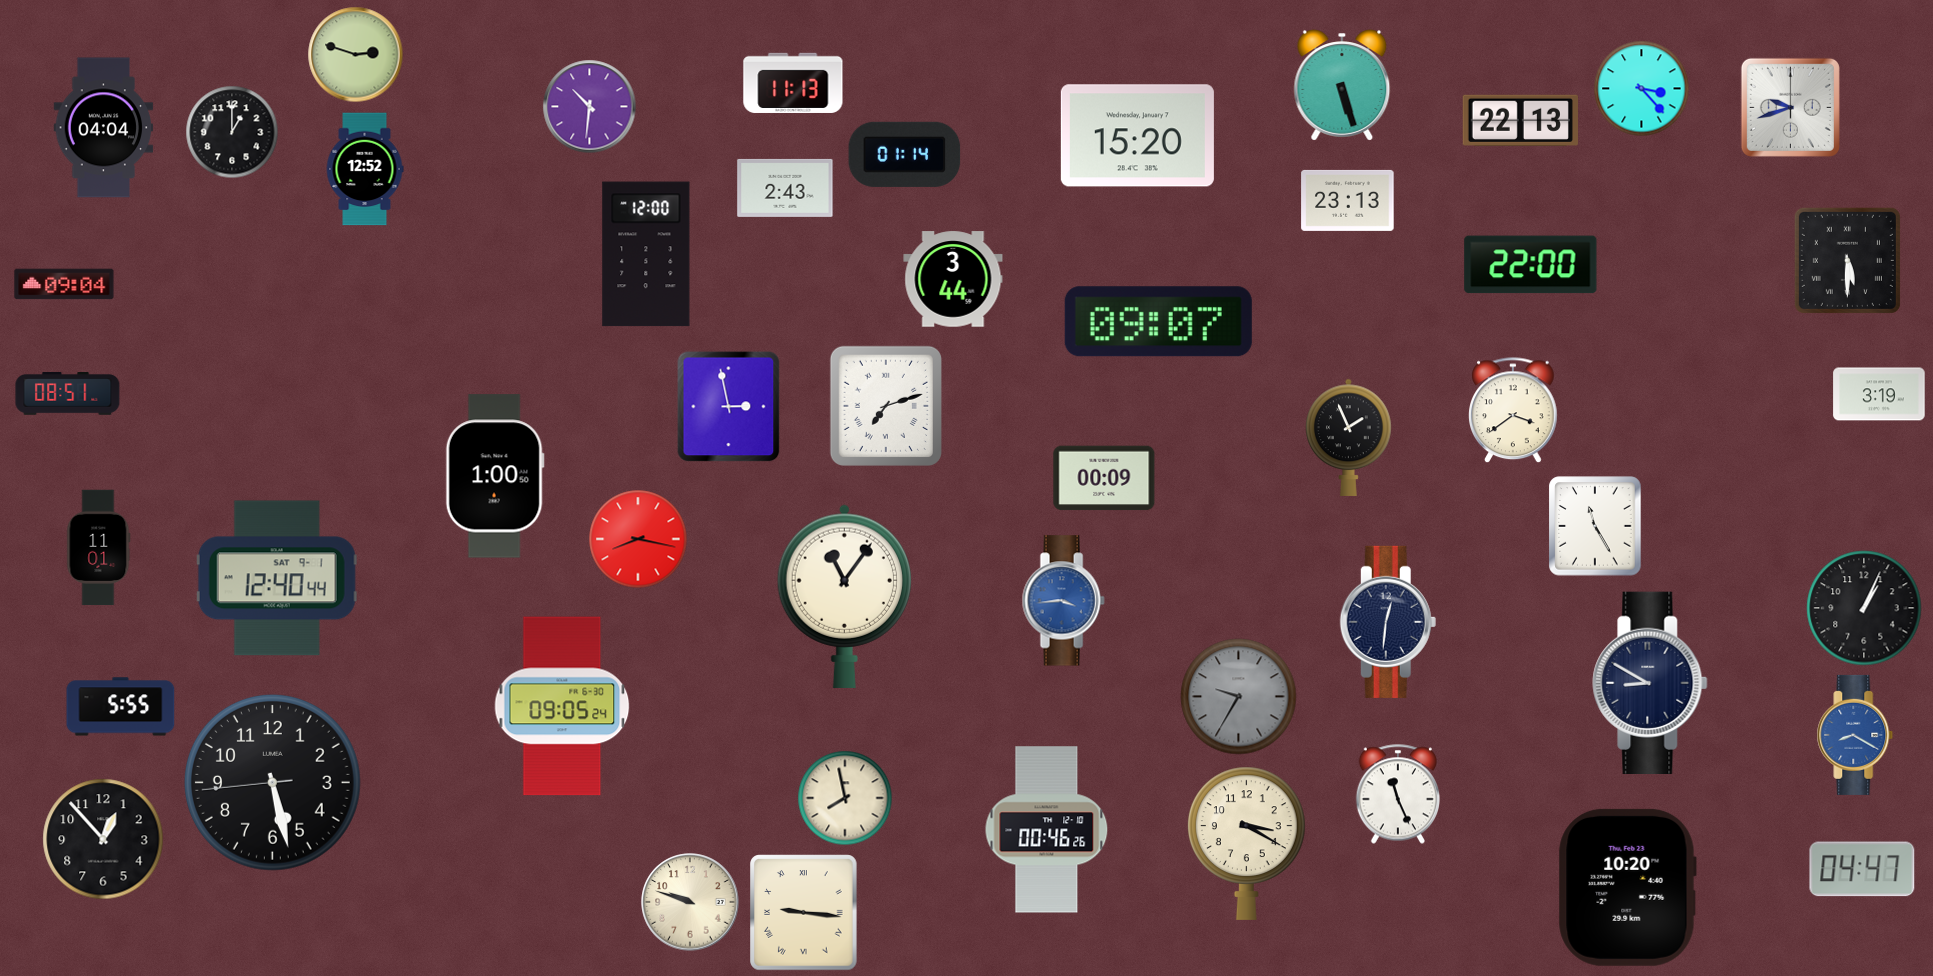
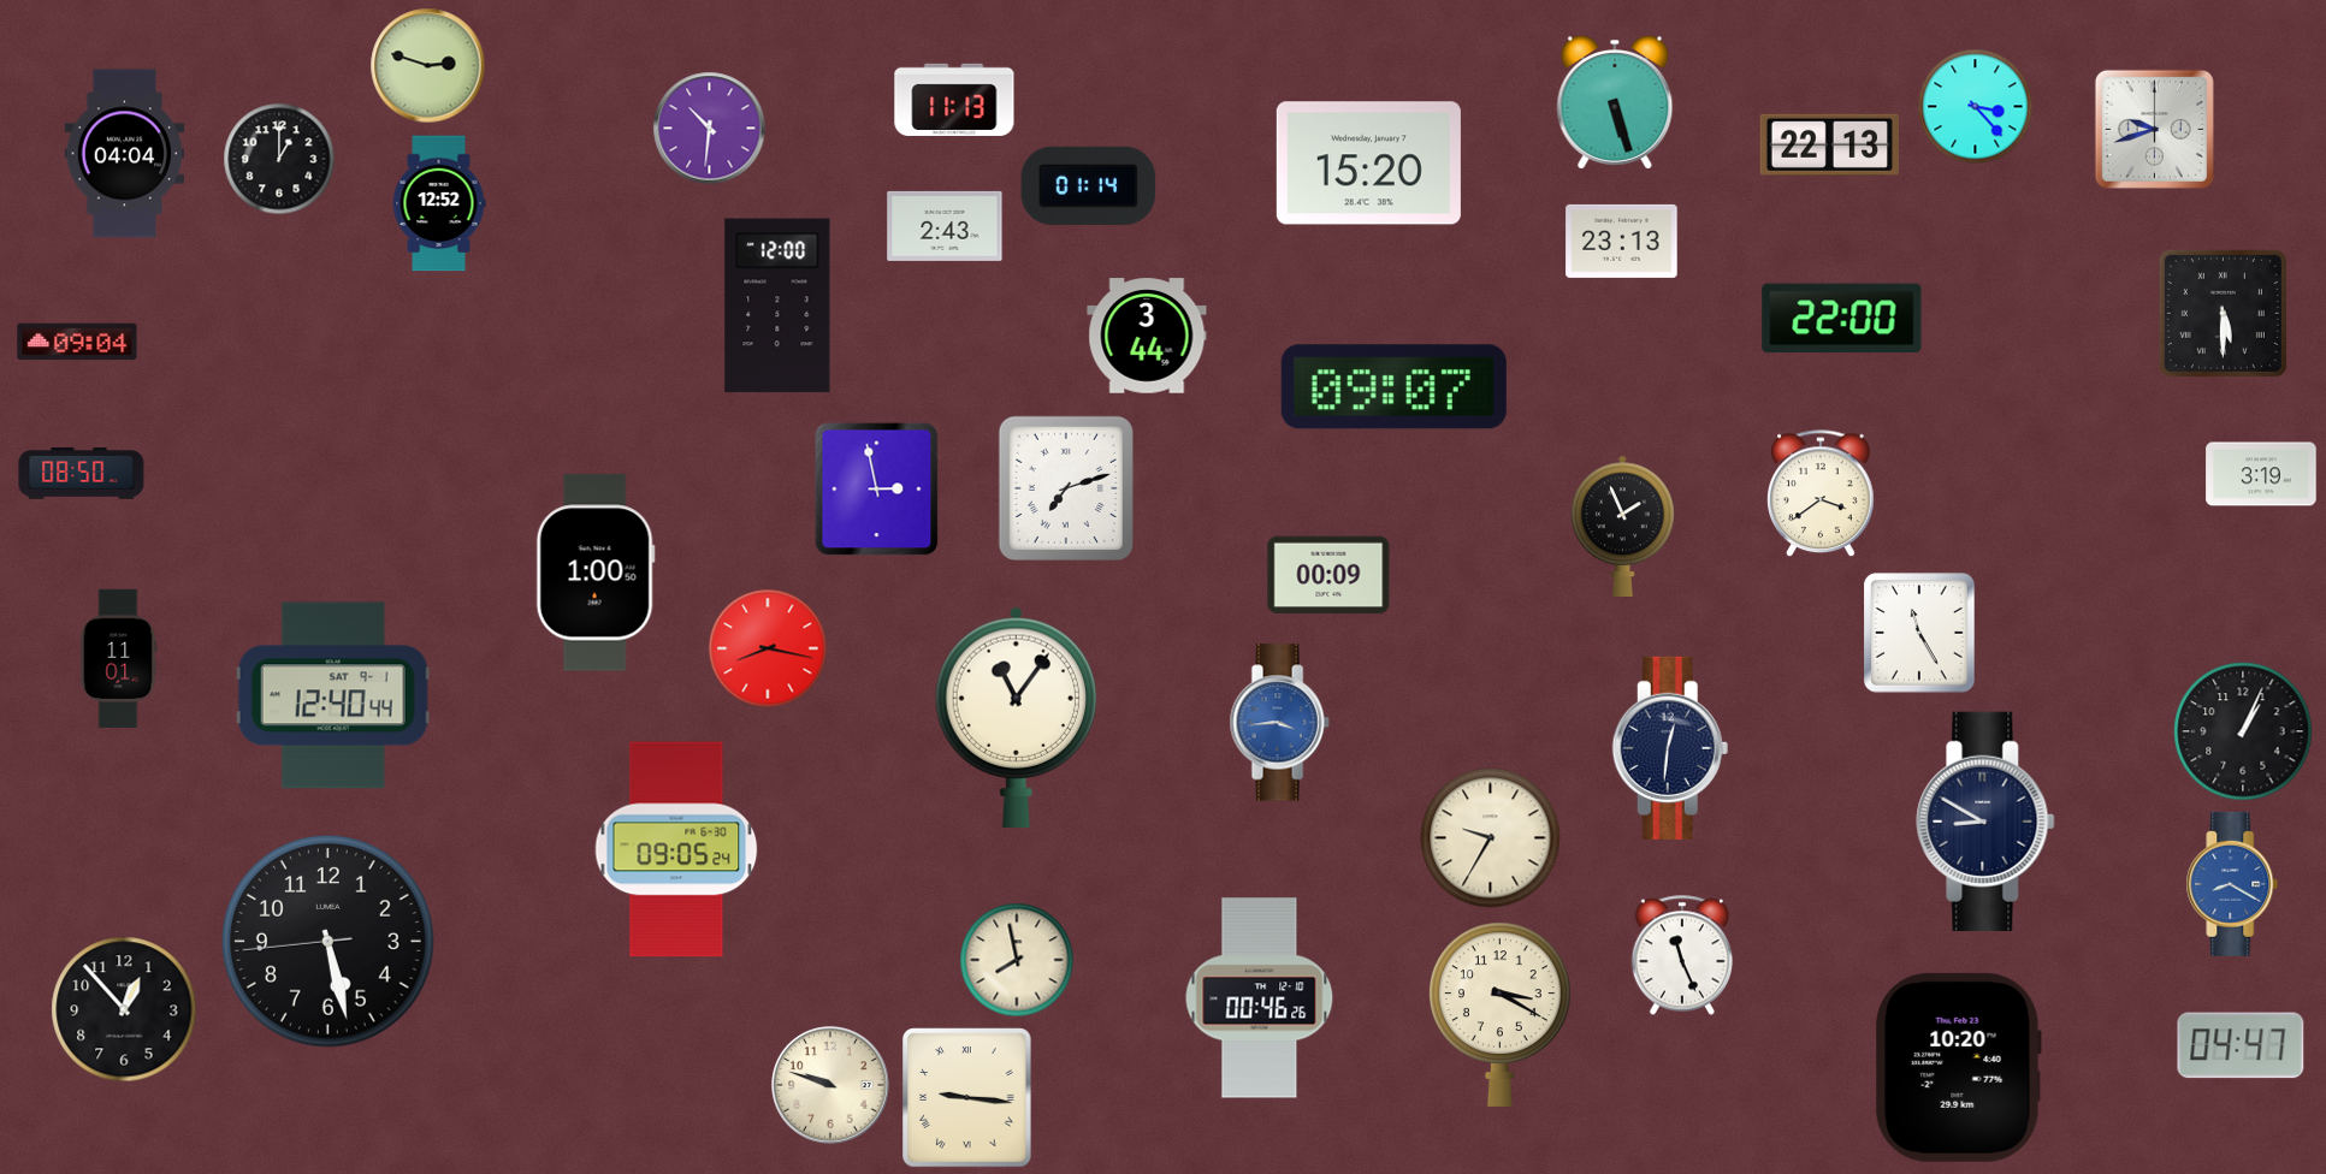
clock at (68, 394): 08:51 -> 08:50
clock at (1239, 697) dial: grey -> cream
clock at (121, 707): 5:55 -> none
